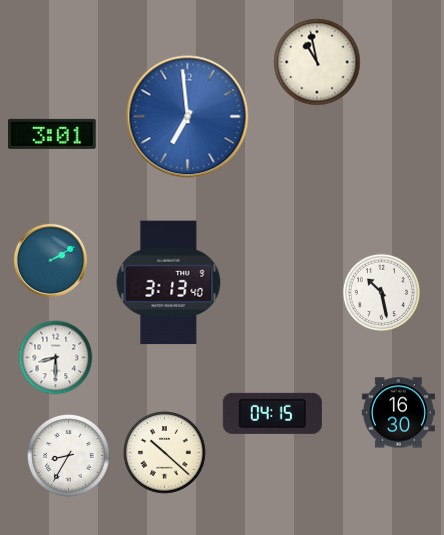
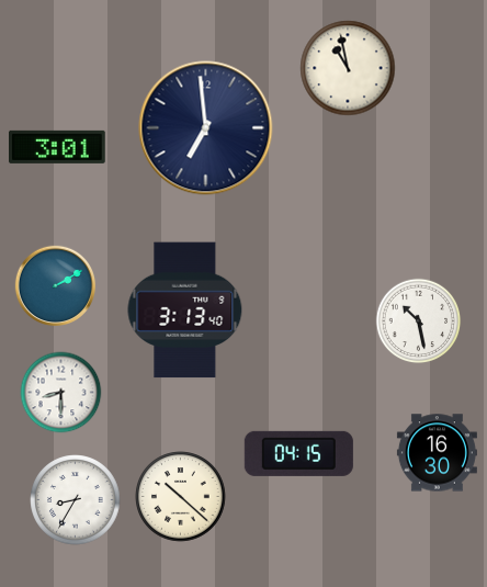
clock at (188, 117) dial: blue -> navy
